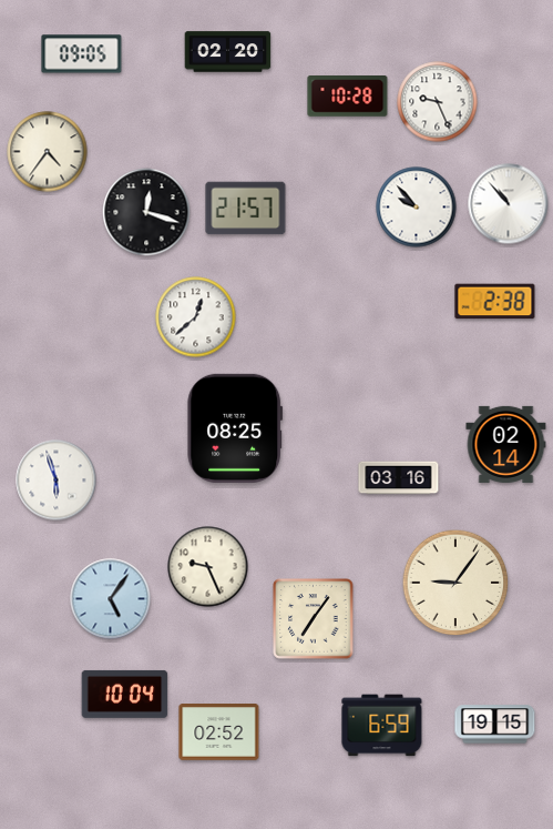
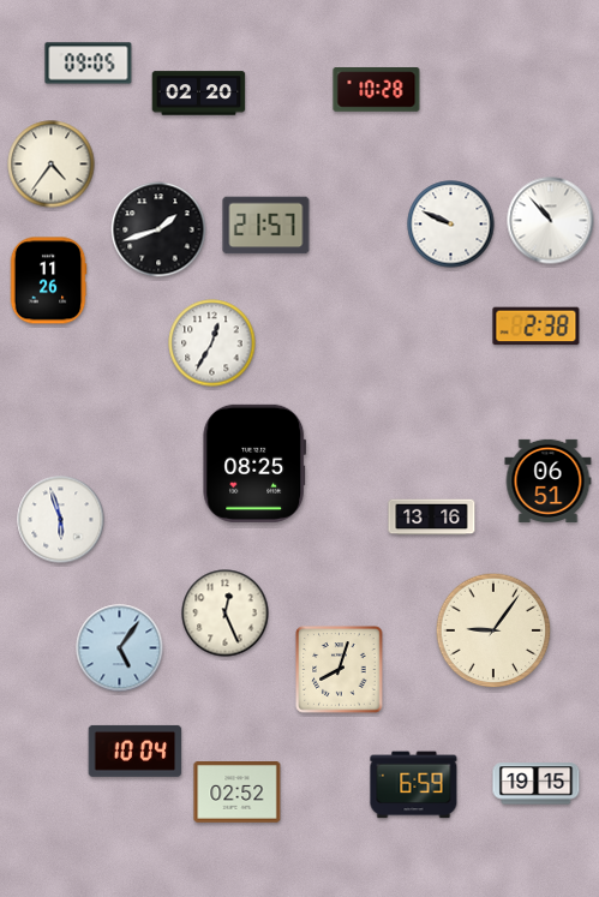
clock at (228, 52) position: (228, 52) -> (199, 94)
clock at (82, 54) position: (82, 54) -> (89, 64)
clock at (348, 97) position: (348, 97) -> (377, 90)
clock at (438, 102): 9:26 -> none
clock at (417, 208): 9:53 -> 9:49
clock at (146, 212): 12:18 -> 1:42
clock at (48, 281): none -> 11:26
clock at (196, 317): 12:38 -> 12:35
clock at (506, 444): 02:14 -> 06:51
clock at (399, 478): 03:16 -> 13:16
clock at (208, 567): 9:26 -> 12:26
clock at (314, 619): 7:06 -> 8:03
